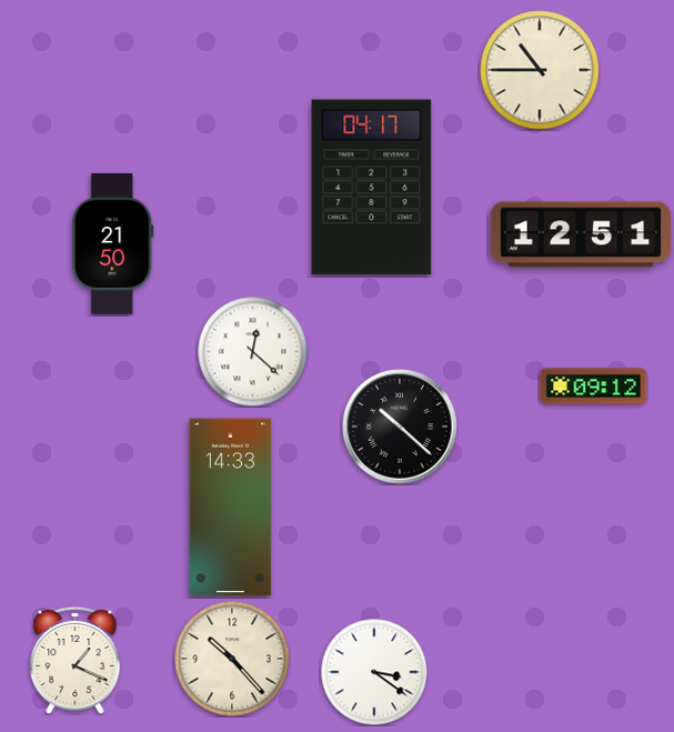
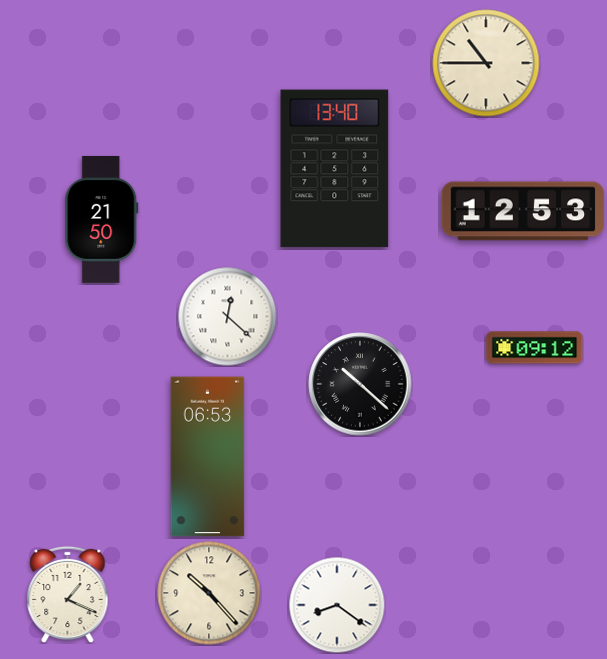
clock at (372, 188): 04:17 -> 13:40
clock at (581, 234): 12:51 -> 12:53
clock at (231, 508): 14:33 -> 06:53
clock at (374, 672): 3:21 -> 8:21
